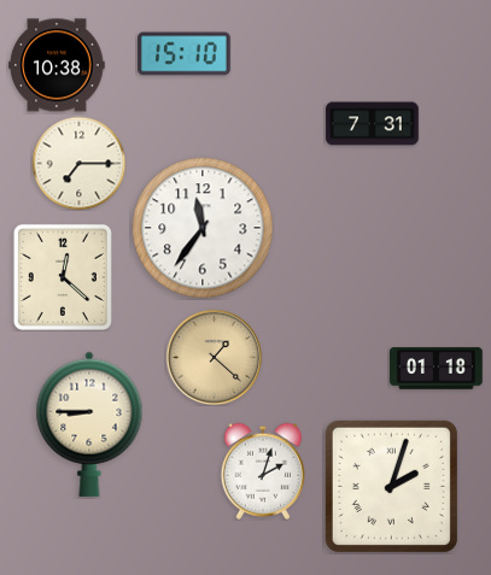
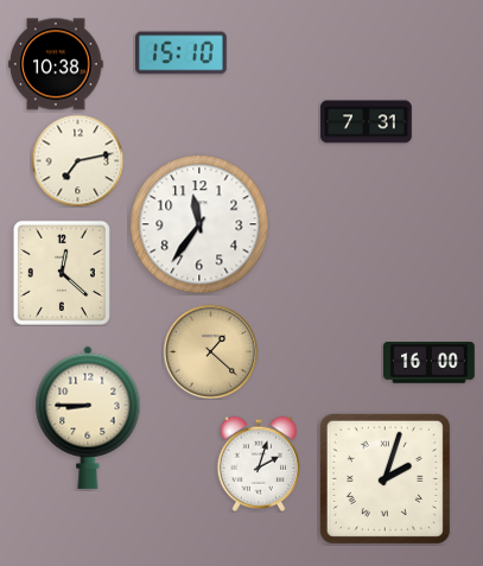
clock at (78, 163): 7:15 -> 7:13
clock at (437, 369): 01:18 -> 16:00
